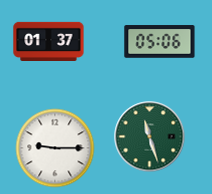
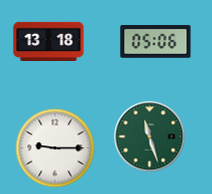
clock at (49, 41): 01:37 -> 13:18
clock at (160, 42) position: (160, 42) -> (156, 42)
